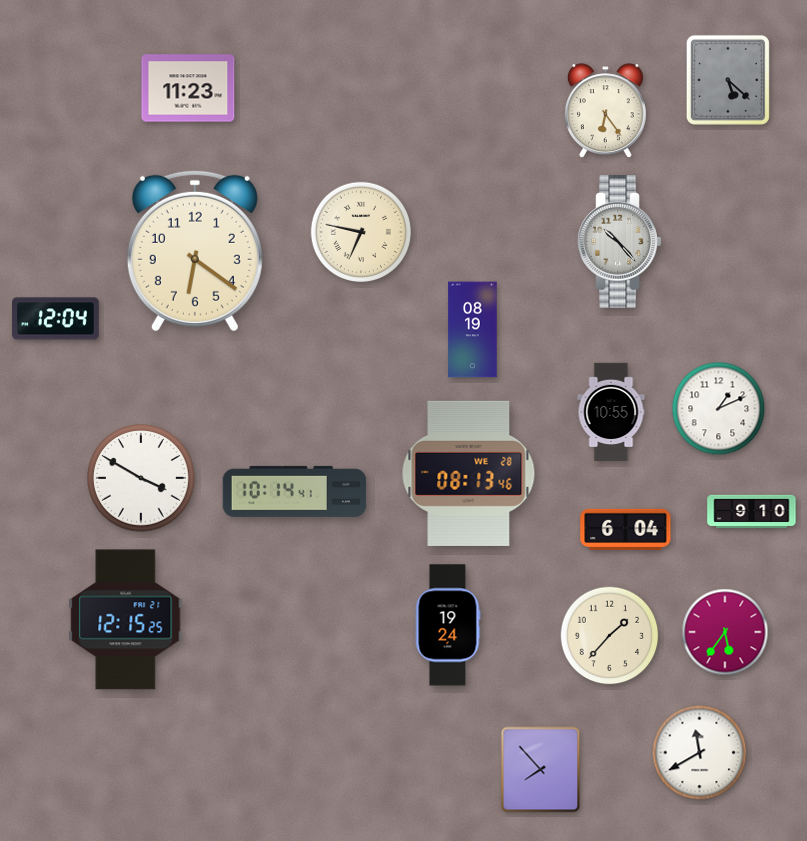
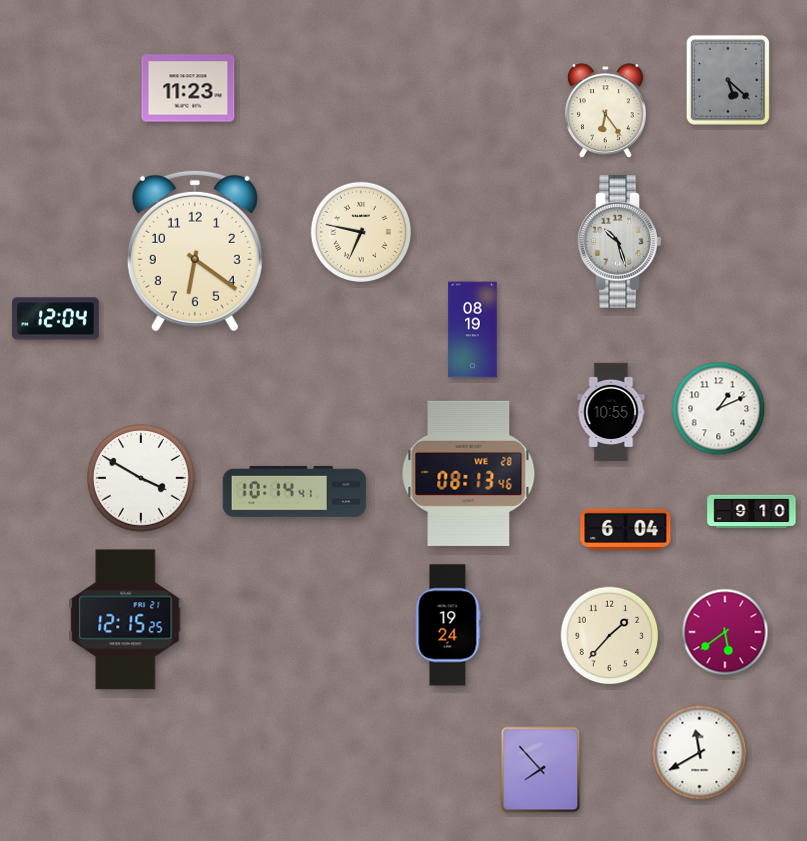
clock at (620, 242): 10:23 -> 10:27
clock at (725, 632): 5:36 -> 5:39
